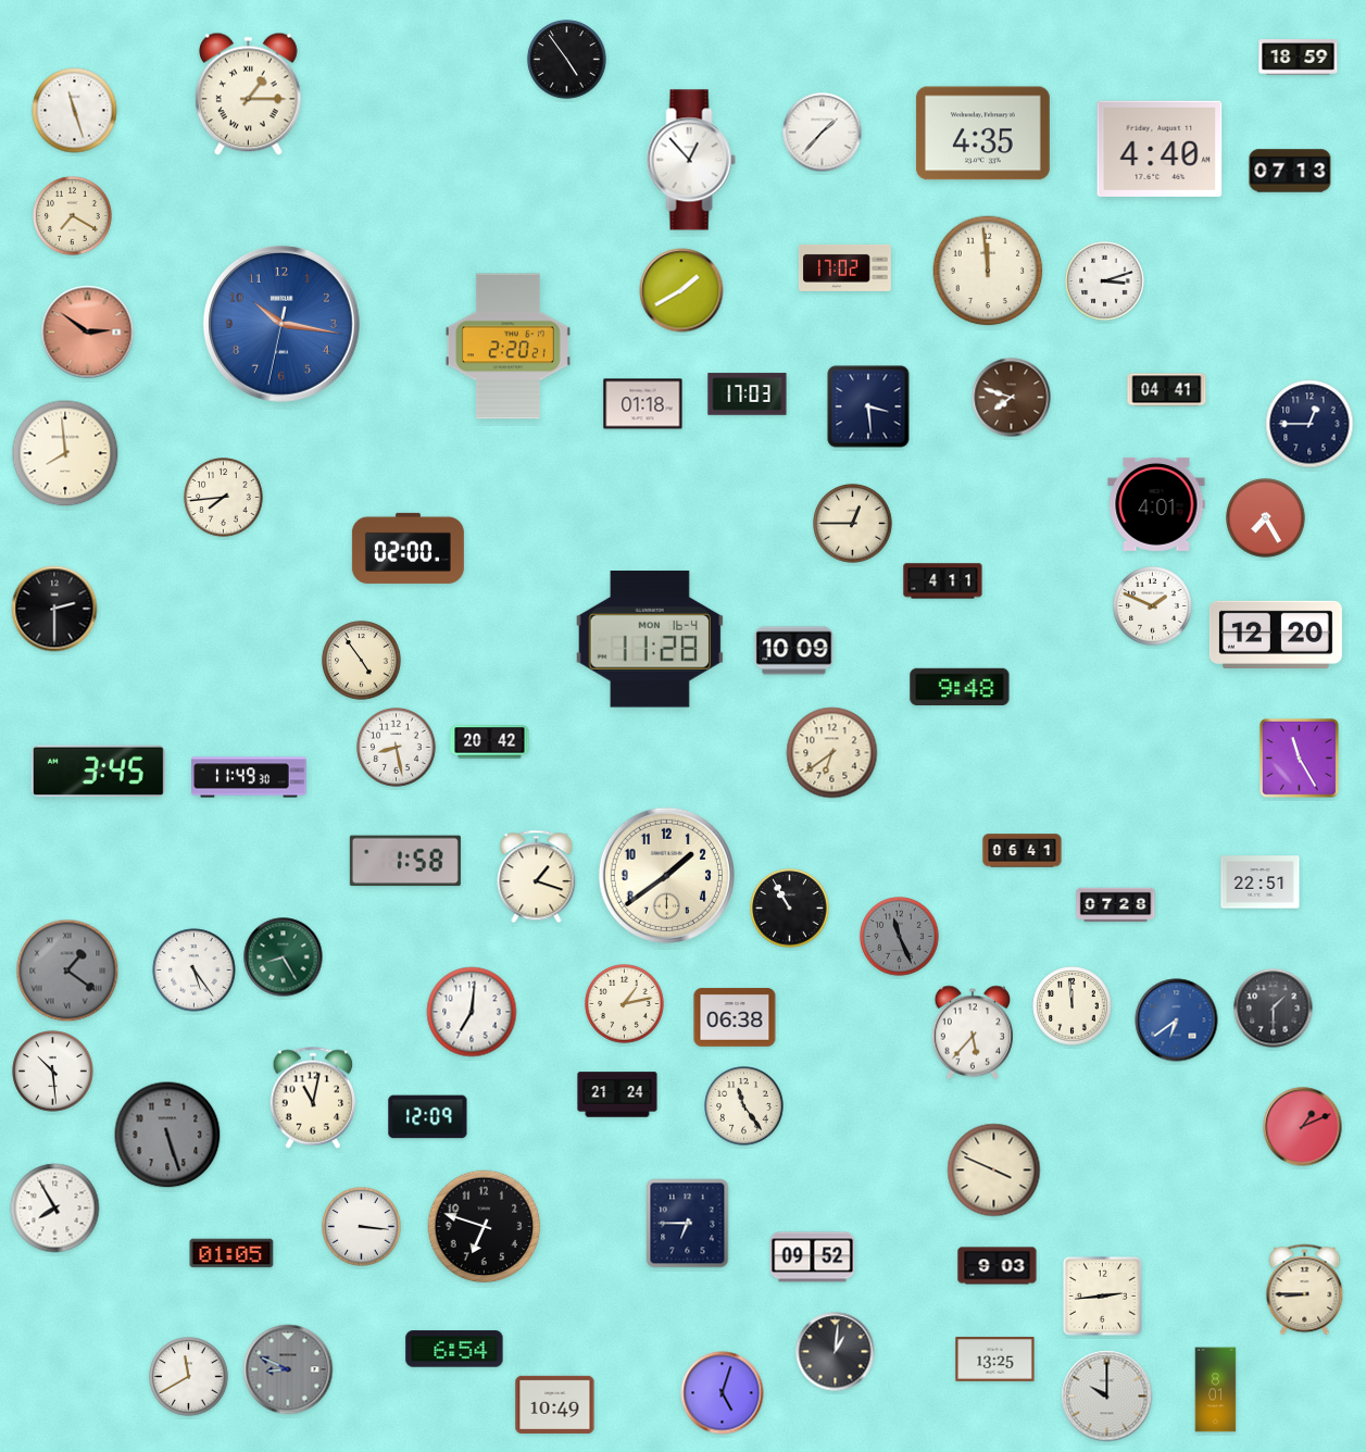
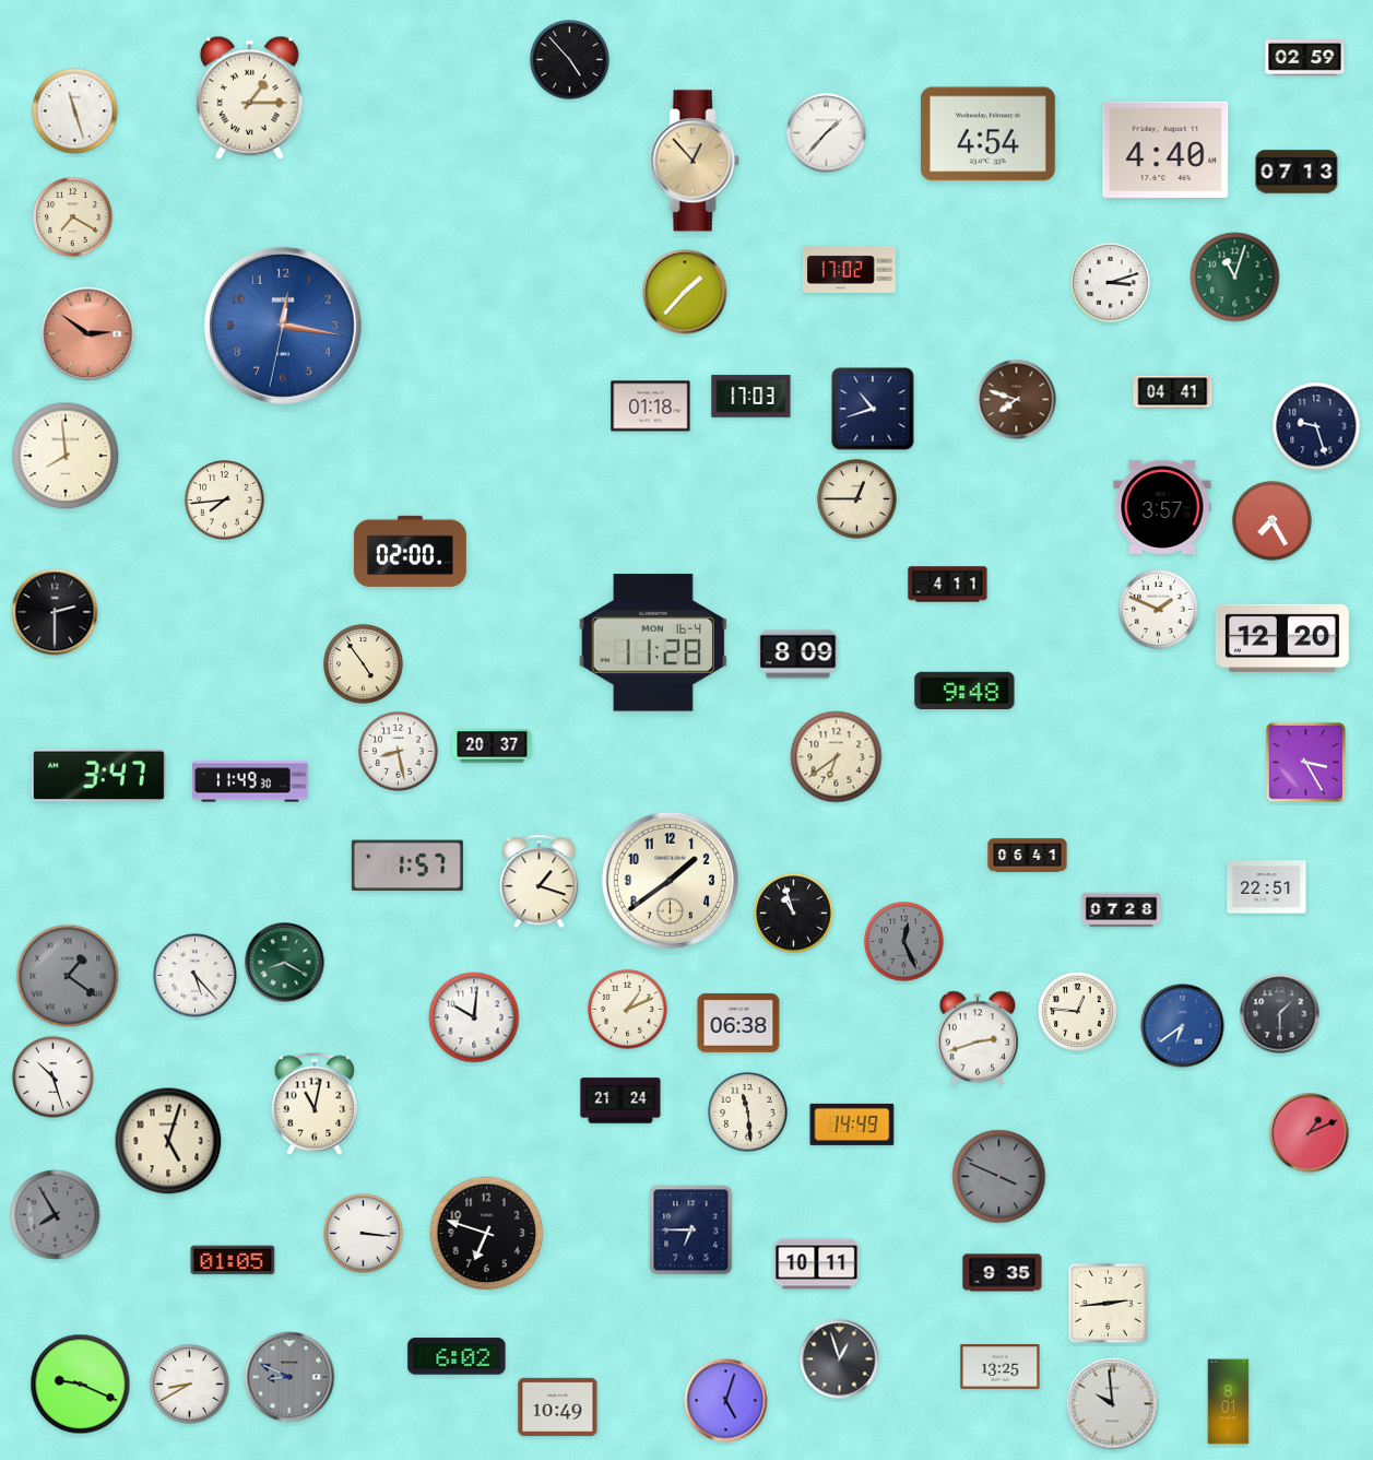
clock at (1299, 58): 18:59 -> 02:59
clock at (567, 60): 4:54 -> 4:53
clock at (249, 95) position: (249, 95) -> (250, 98)
clock at (982, 134): 4:35 -> 4:54
clock at (691, 160) dial: white -> champagne
clock at (988, 271): 11:59 -> none
clock at (1235, 278): none -> 11:03
clock at (681, 290): 1:40 -> 1:37
clock at (281, 324): 10:16 -> 12:16
clock at (507, 347): 2:20 -> none
clock at (643, 404) position: (643, 404) -> (651, 407)
clock at (868, 406): 3:29 -> 10:42
clock at (1309, 424): 12:45 -> 9:27
clock at (1156, 504): 4:01 -> 3:57
clock at (853, 524) position: (853, 524) -> (857, 499)
clock at (794, 651): 10:09 -> 8:09
clock at (490, 742): 20:42 -> 20:37
clock at (1299, 758): 11:25 -> 3:25
clock at (98, 771): 3:45 -> 3:47
clock at (405, 861): 1:58 -> 1:57
clock at (790, 909): 10:55 -> 10:57
clock at (900, 937): 11:26 -> 12:26
clock at (284, 957): 8:25 -> 8:20
clock at (195, 971): 5:24 -> 5:23
clock at (625, 1004): 1:13 -> 1:11
clock at (1073, 1006): 11:59 -> 12:46
clock at (472, 1012): 7:01 -> 10:01
clock at (972, 1032): 5:37 -> 2:42
clock at (53, 1072): 10:29 -> 10:27
clock at (744, 1106): 11:24 -> 11:29
clock at (428, 1117): 12:09 -> none
clock at (852, 1125): none -> 14:49
clock at (167, 1135): 5:27 -> 5:03
clock at (167, 1135) dial: grey -> cream
clock at (994, 1171) dial: cream -> grey
clock at (55, 1209) dial: white -> grey
clock at (813, 1257): 09:52 -> 10:11
clock at (998, 1266): 9:03 -> 9:35
clock at (1305, 1290): 8:45 -> none
clock at (454, 1349): 6:54 -> 6:02
clock at (836, 1352): 1:01 -> 12:57
clock at (81, 1385): none -> 9:19
clock at (189, 1377): 11:40 -> 8:40
clock at (1216, 1390) position: (1216, 1390) -> (1229, 1402)
clock at (1107, 1397): 10:00 -> 9:59
clock at (555, 1404) position: (555, 1404) -> (558, 1406)
